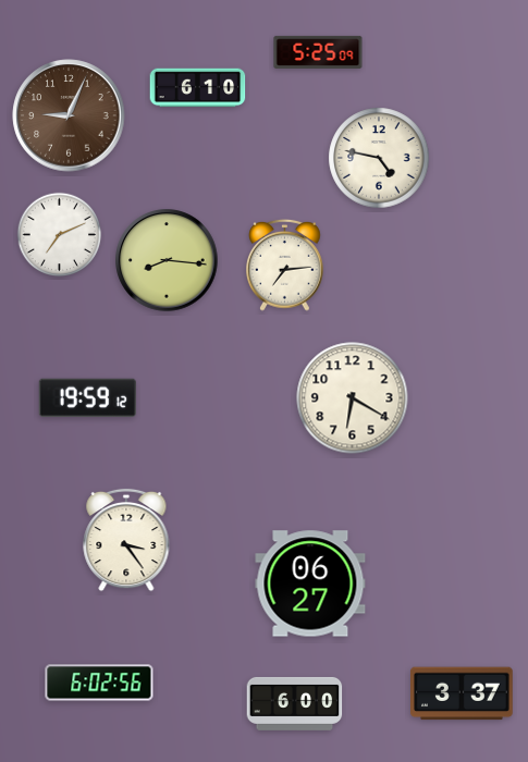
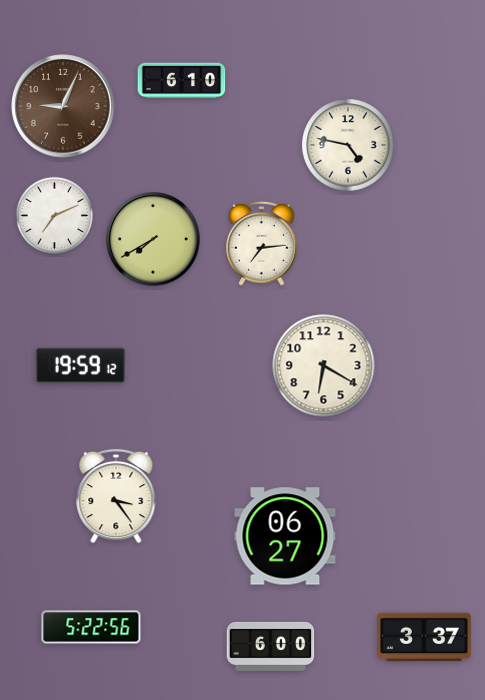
clock at (318, 52): 5:25 -> none
clock at (167, 260): 8:16 -> 7:40
clock at (99, 683): 6:02 -> 5:22
